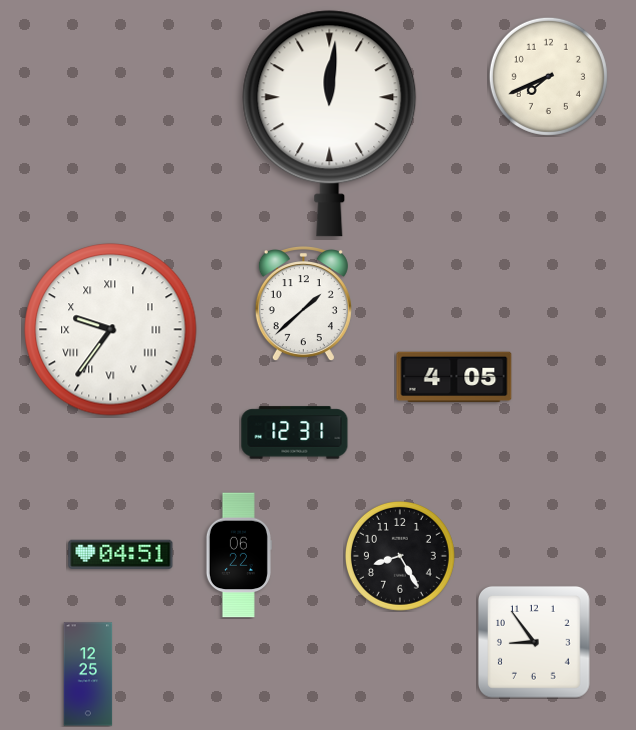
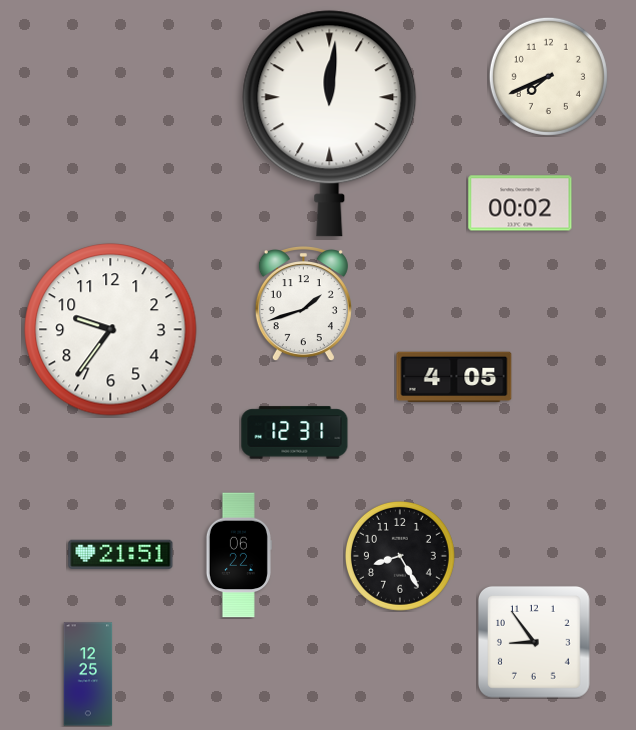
clock at (520, 203): none -> 00:02
clock at (303, 304): 1:38 -> 1:42
clock at (111, 330) numerals: Roman -> Arabic
clock at (121, 554): 04:51 -> 21:51
